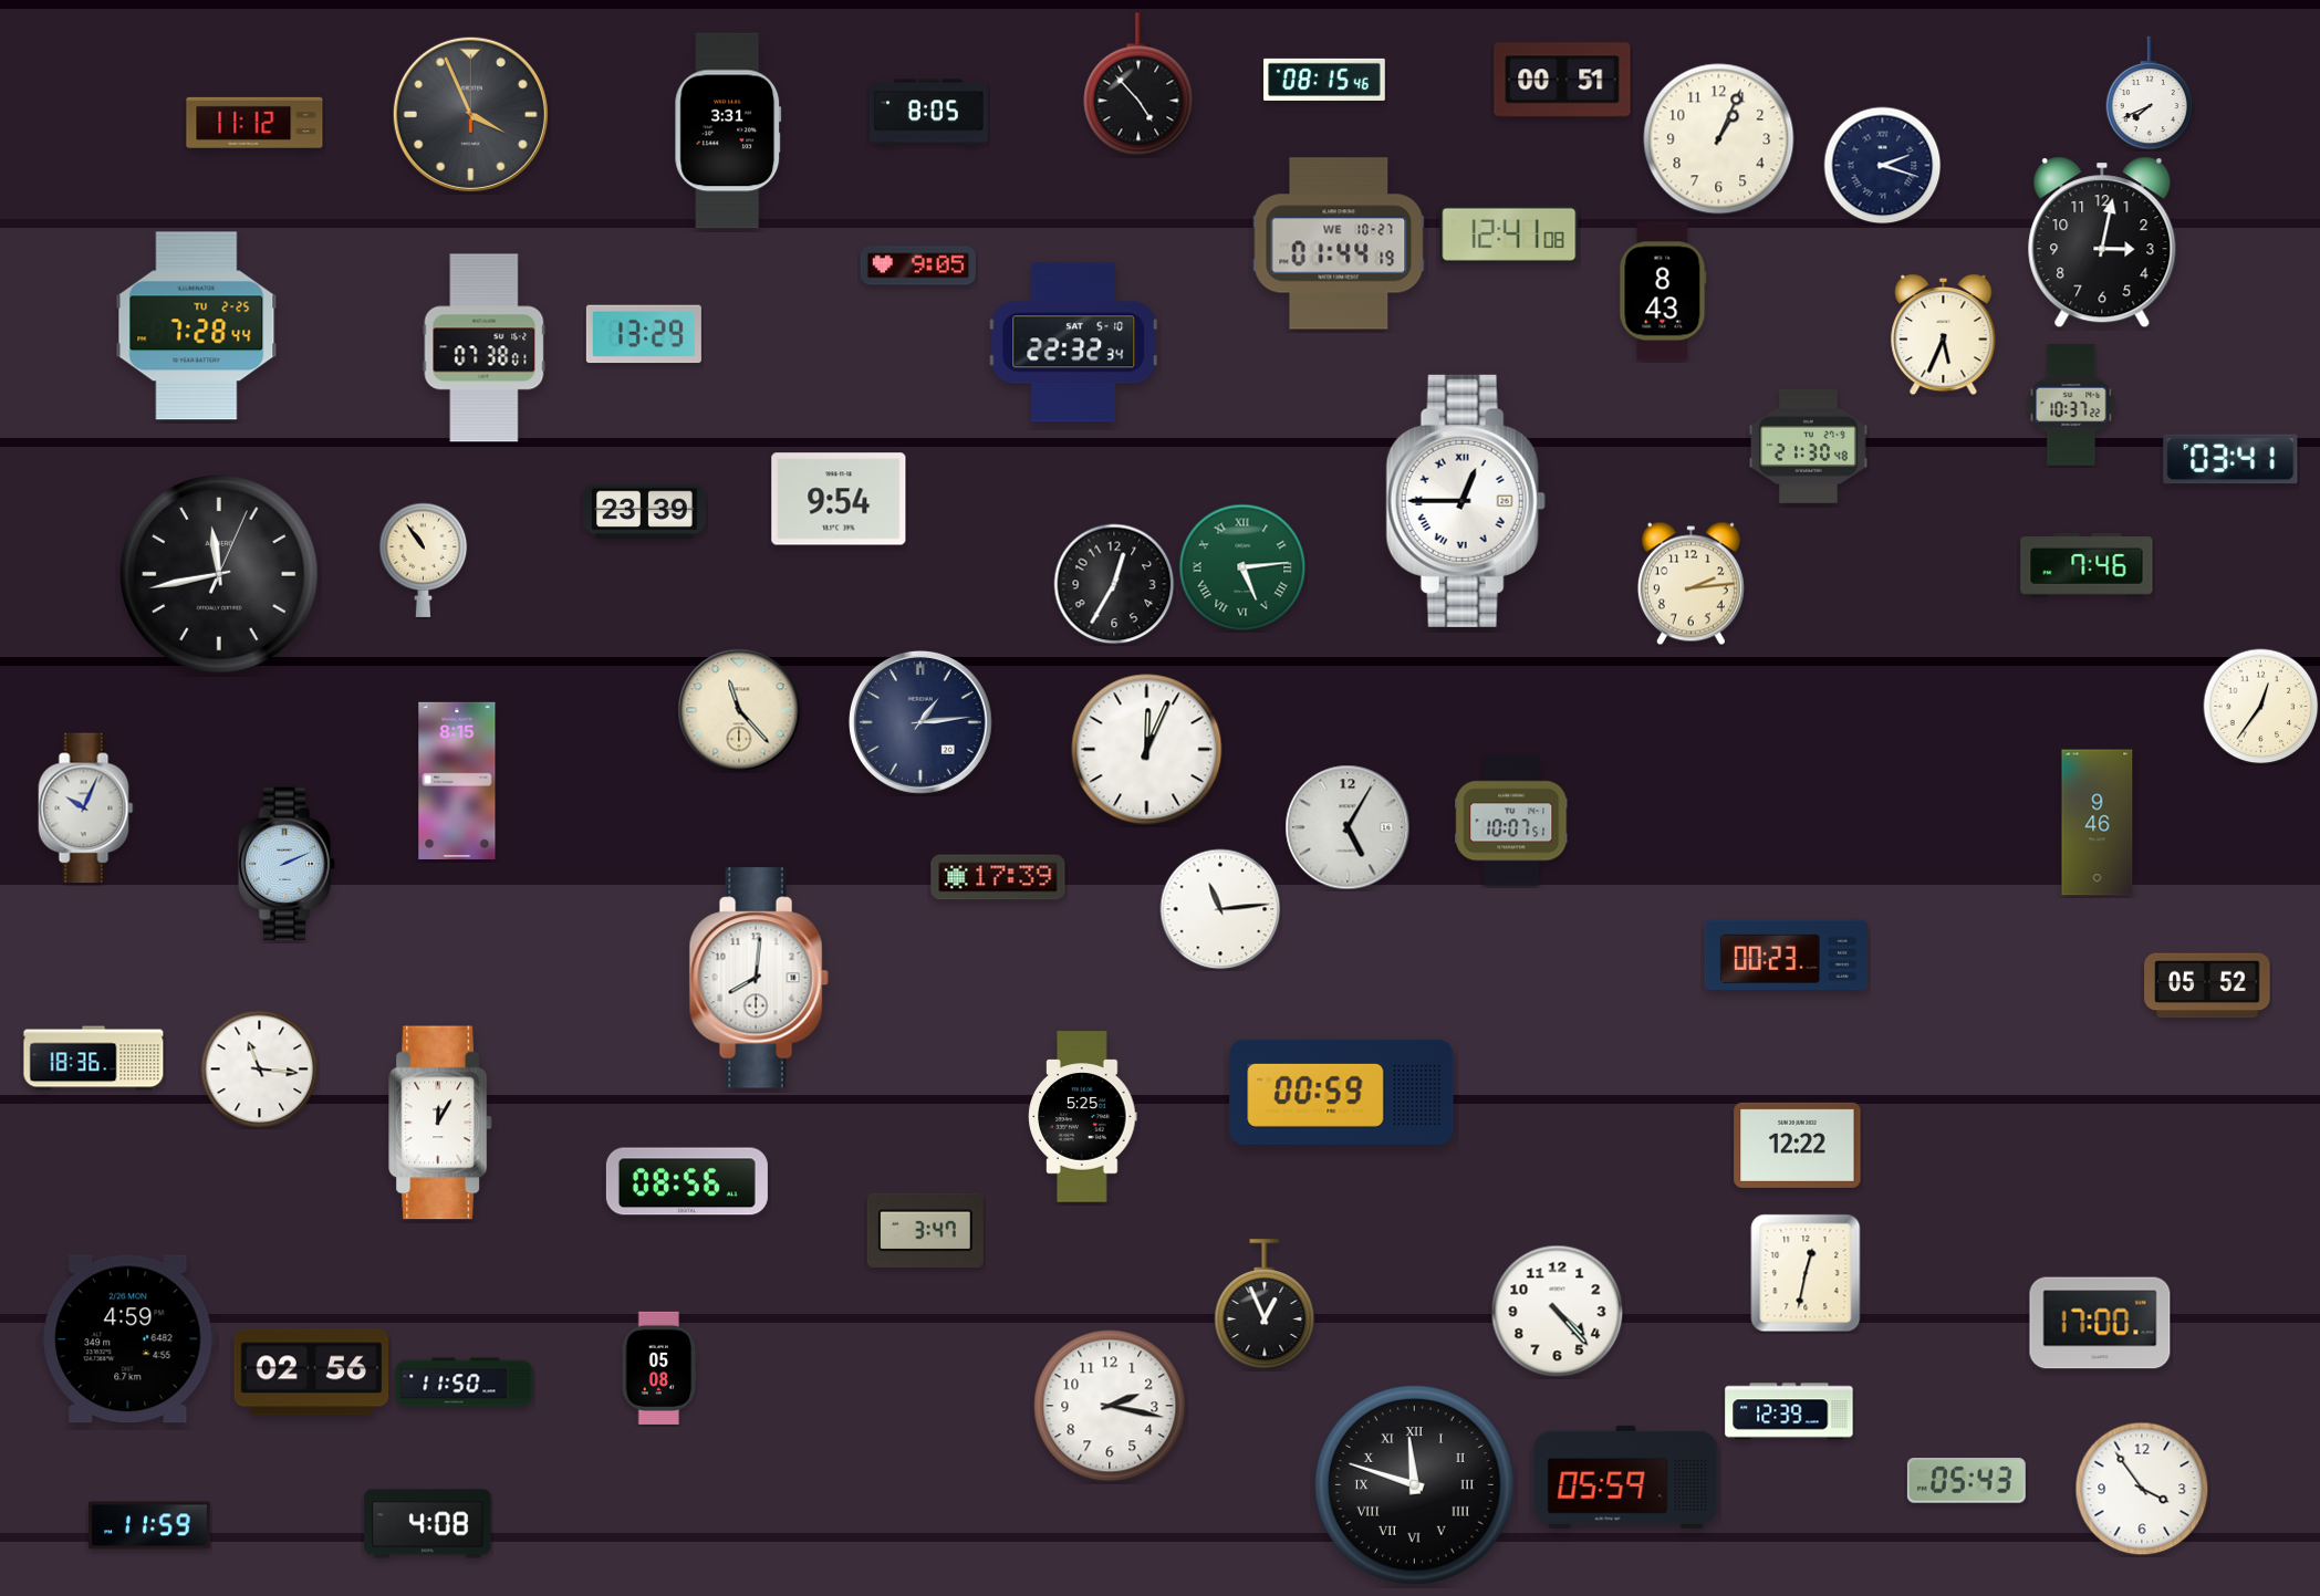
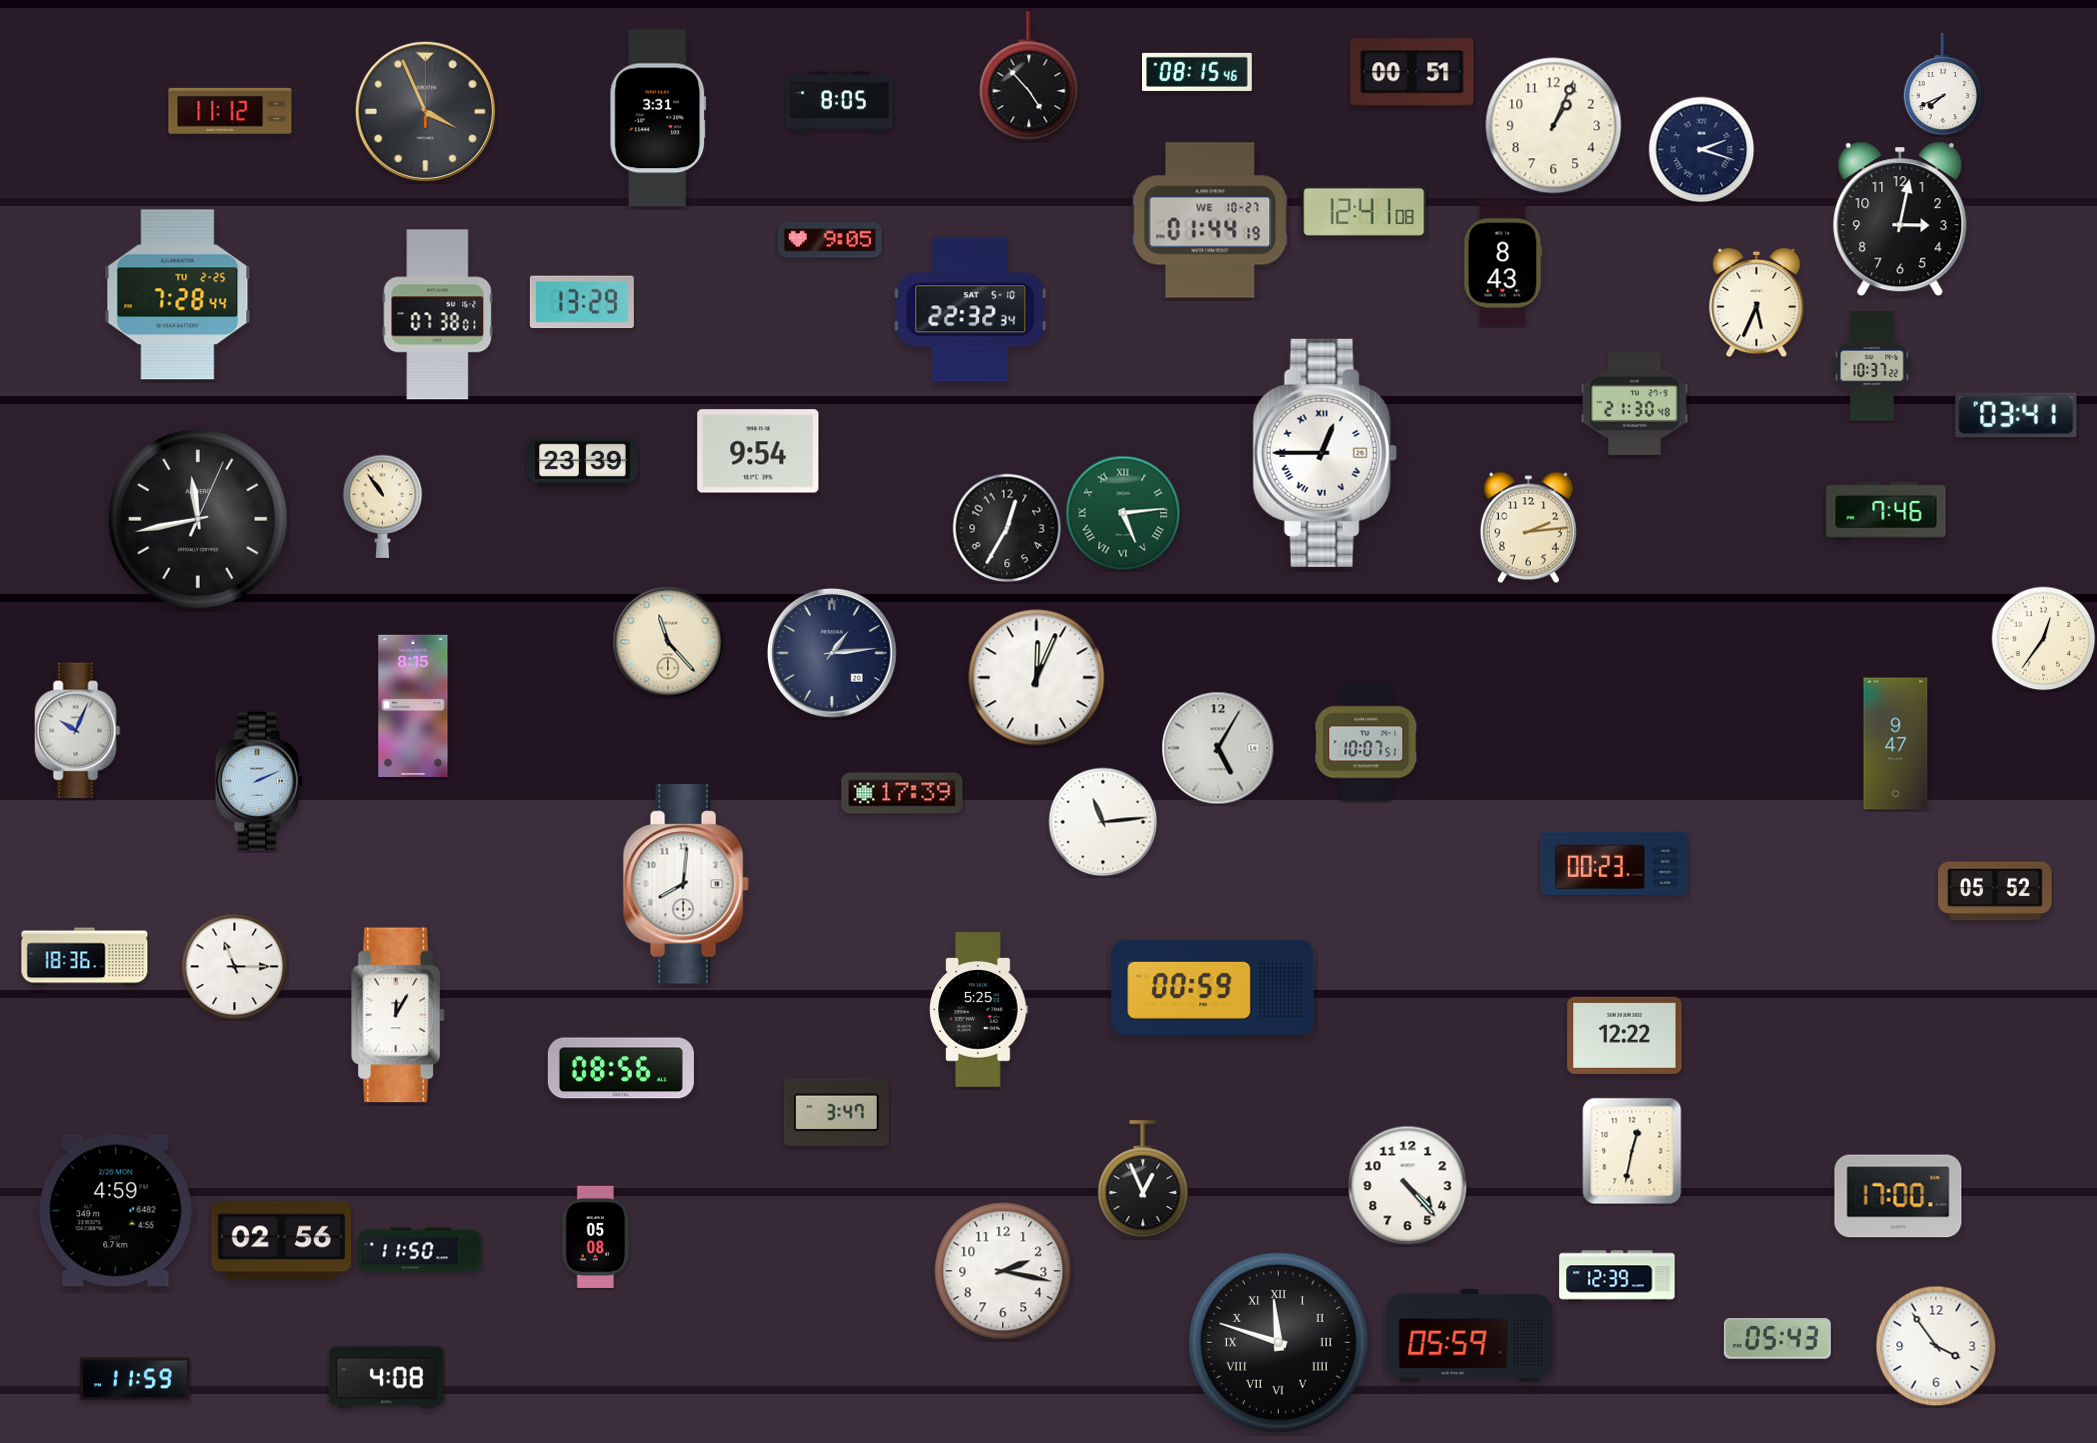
clock at (470, 114) position: (470, 114) -> (425, 111)
clock at (2098, 823): 9:46 -> 9:47
clock at (260, 1070): 11:16 -> 11:15
